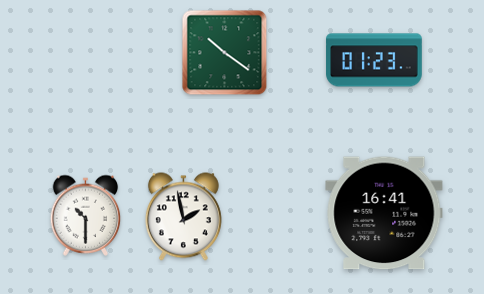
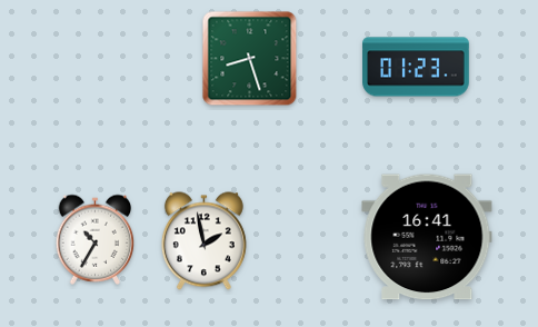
clock at (225, 53): 10:21 -> 8:27
clock at (86, 215): 10:30 -> 10:35
